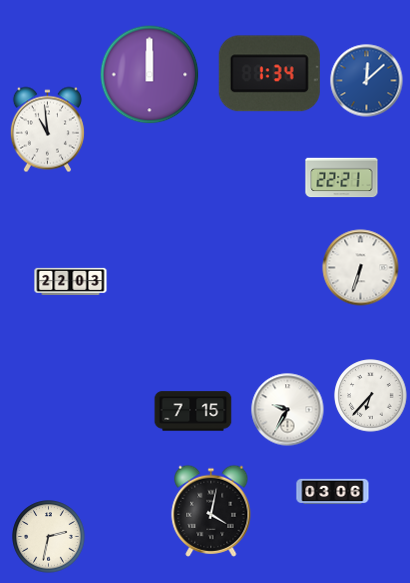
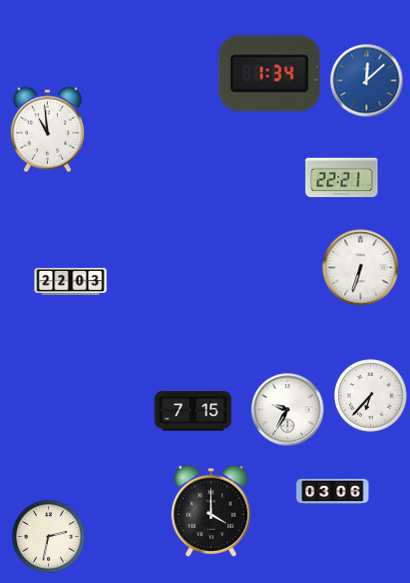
clock at (150, 75): 12:00 -> none
clock at (211, 511): 4:02 -> 4:00
